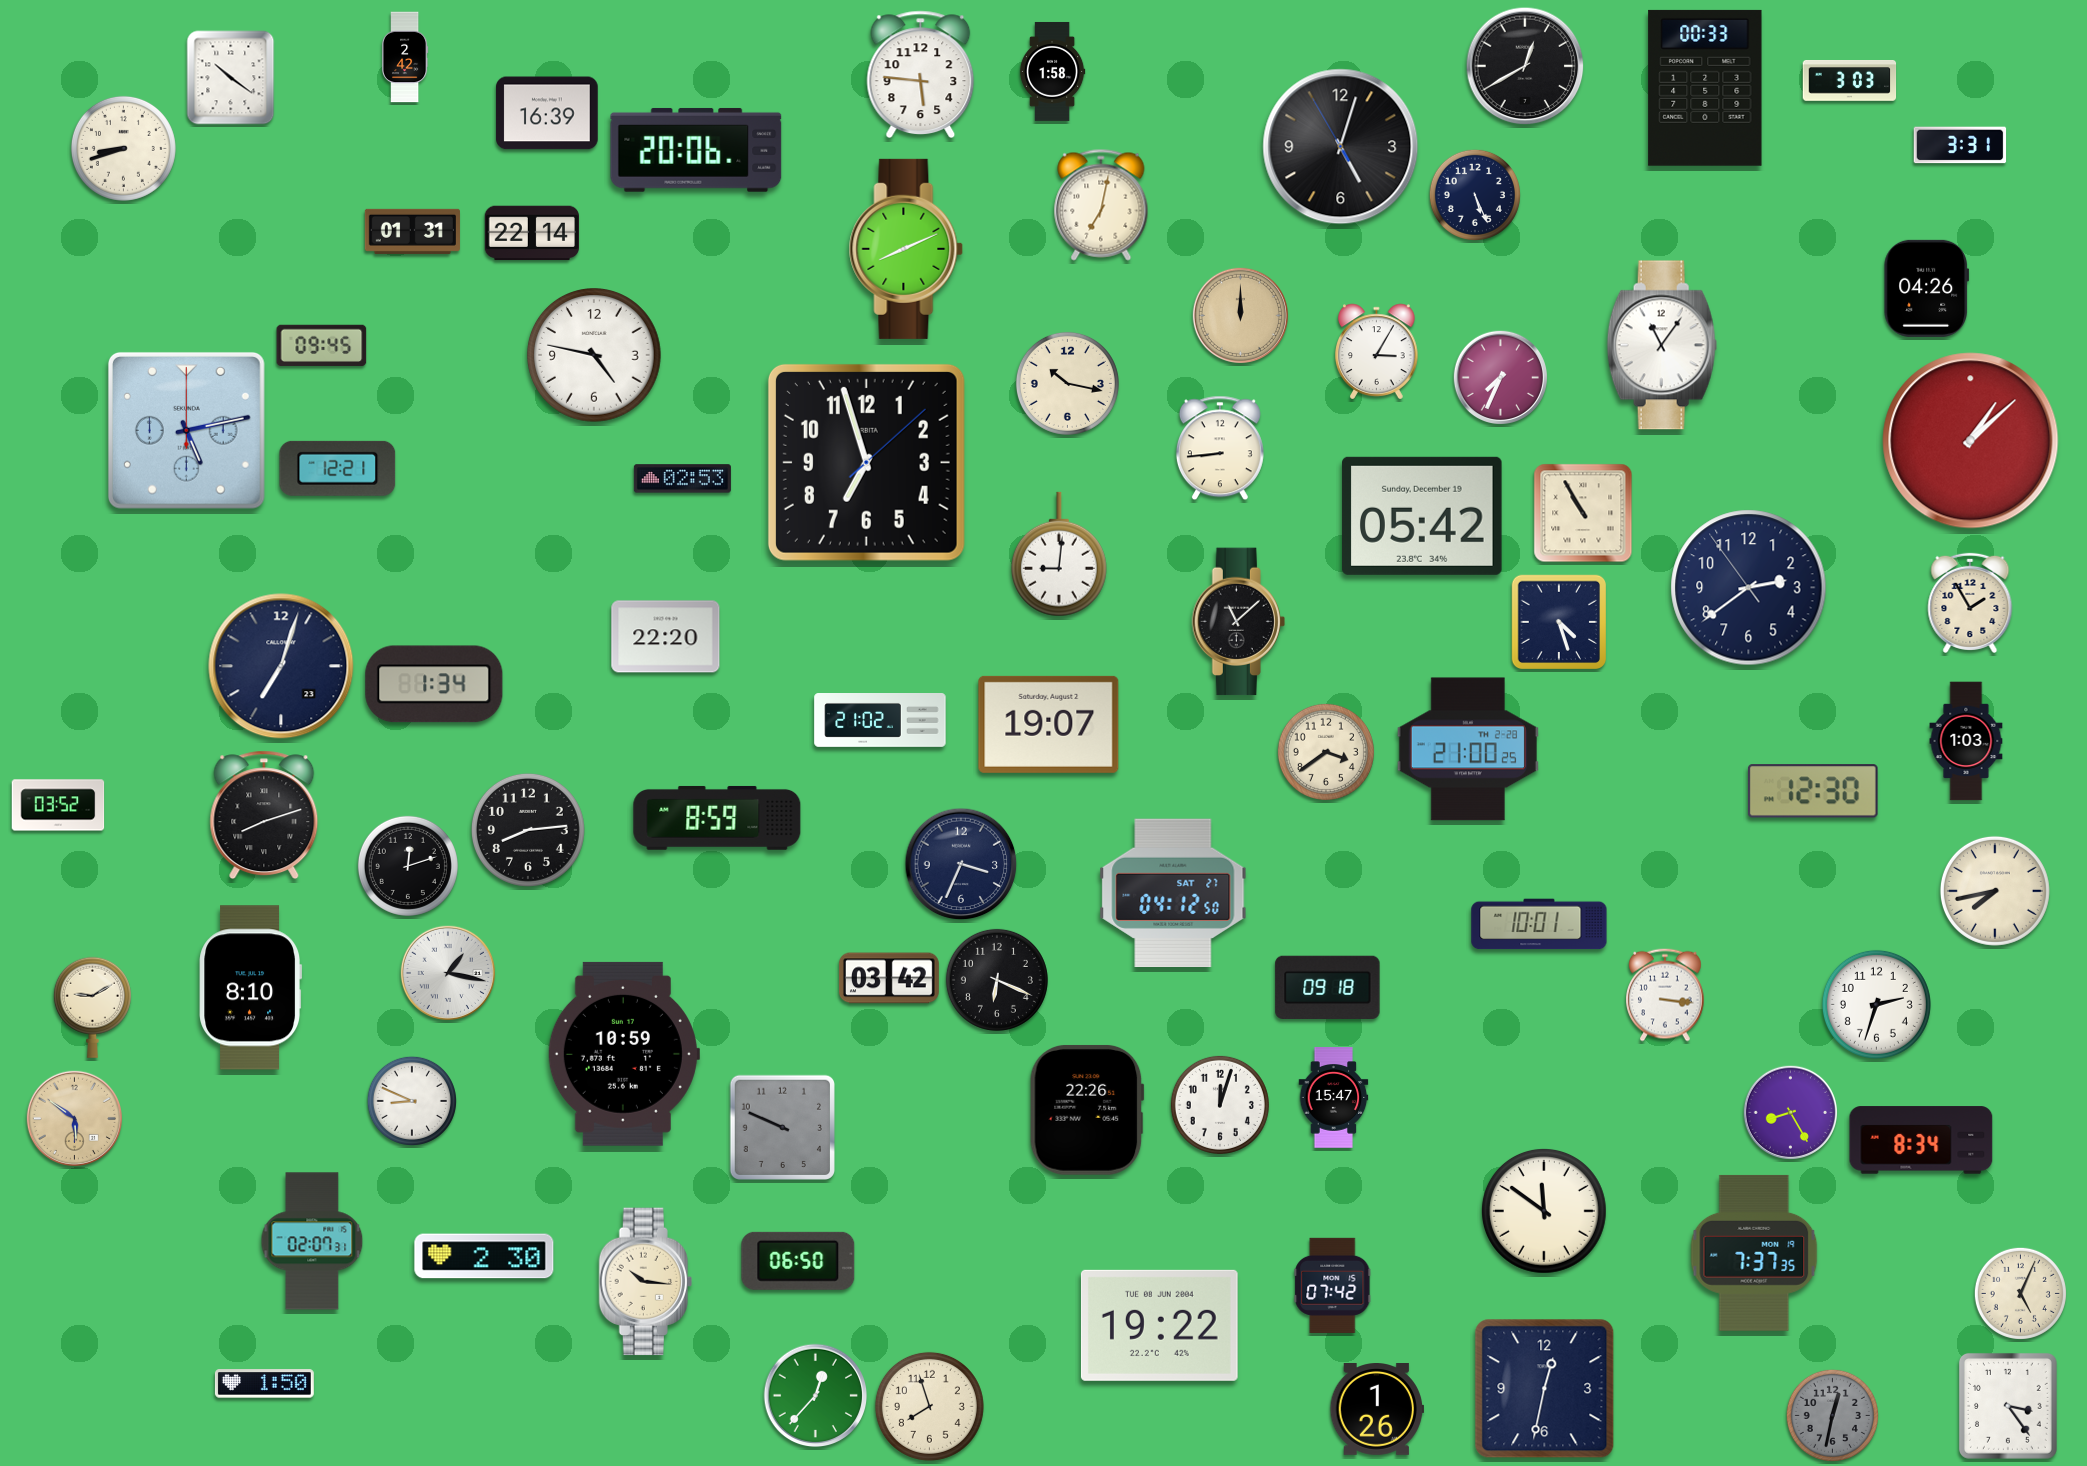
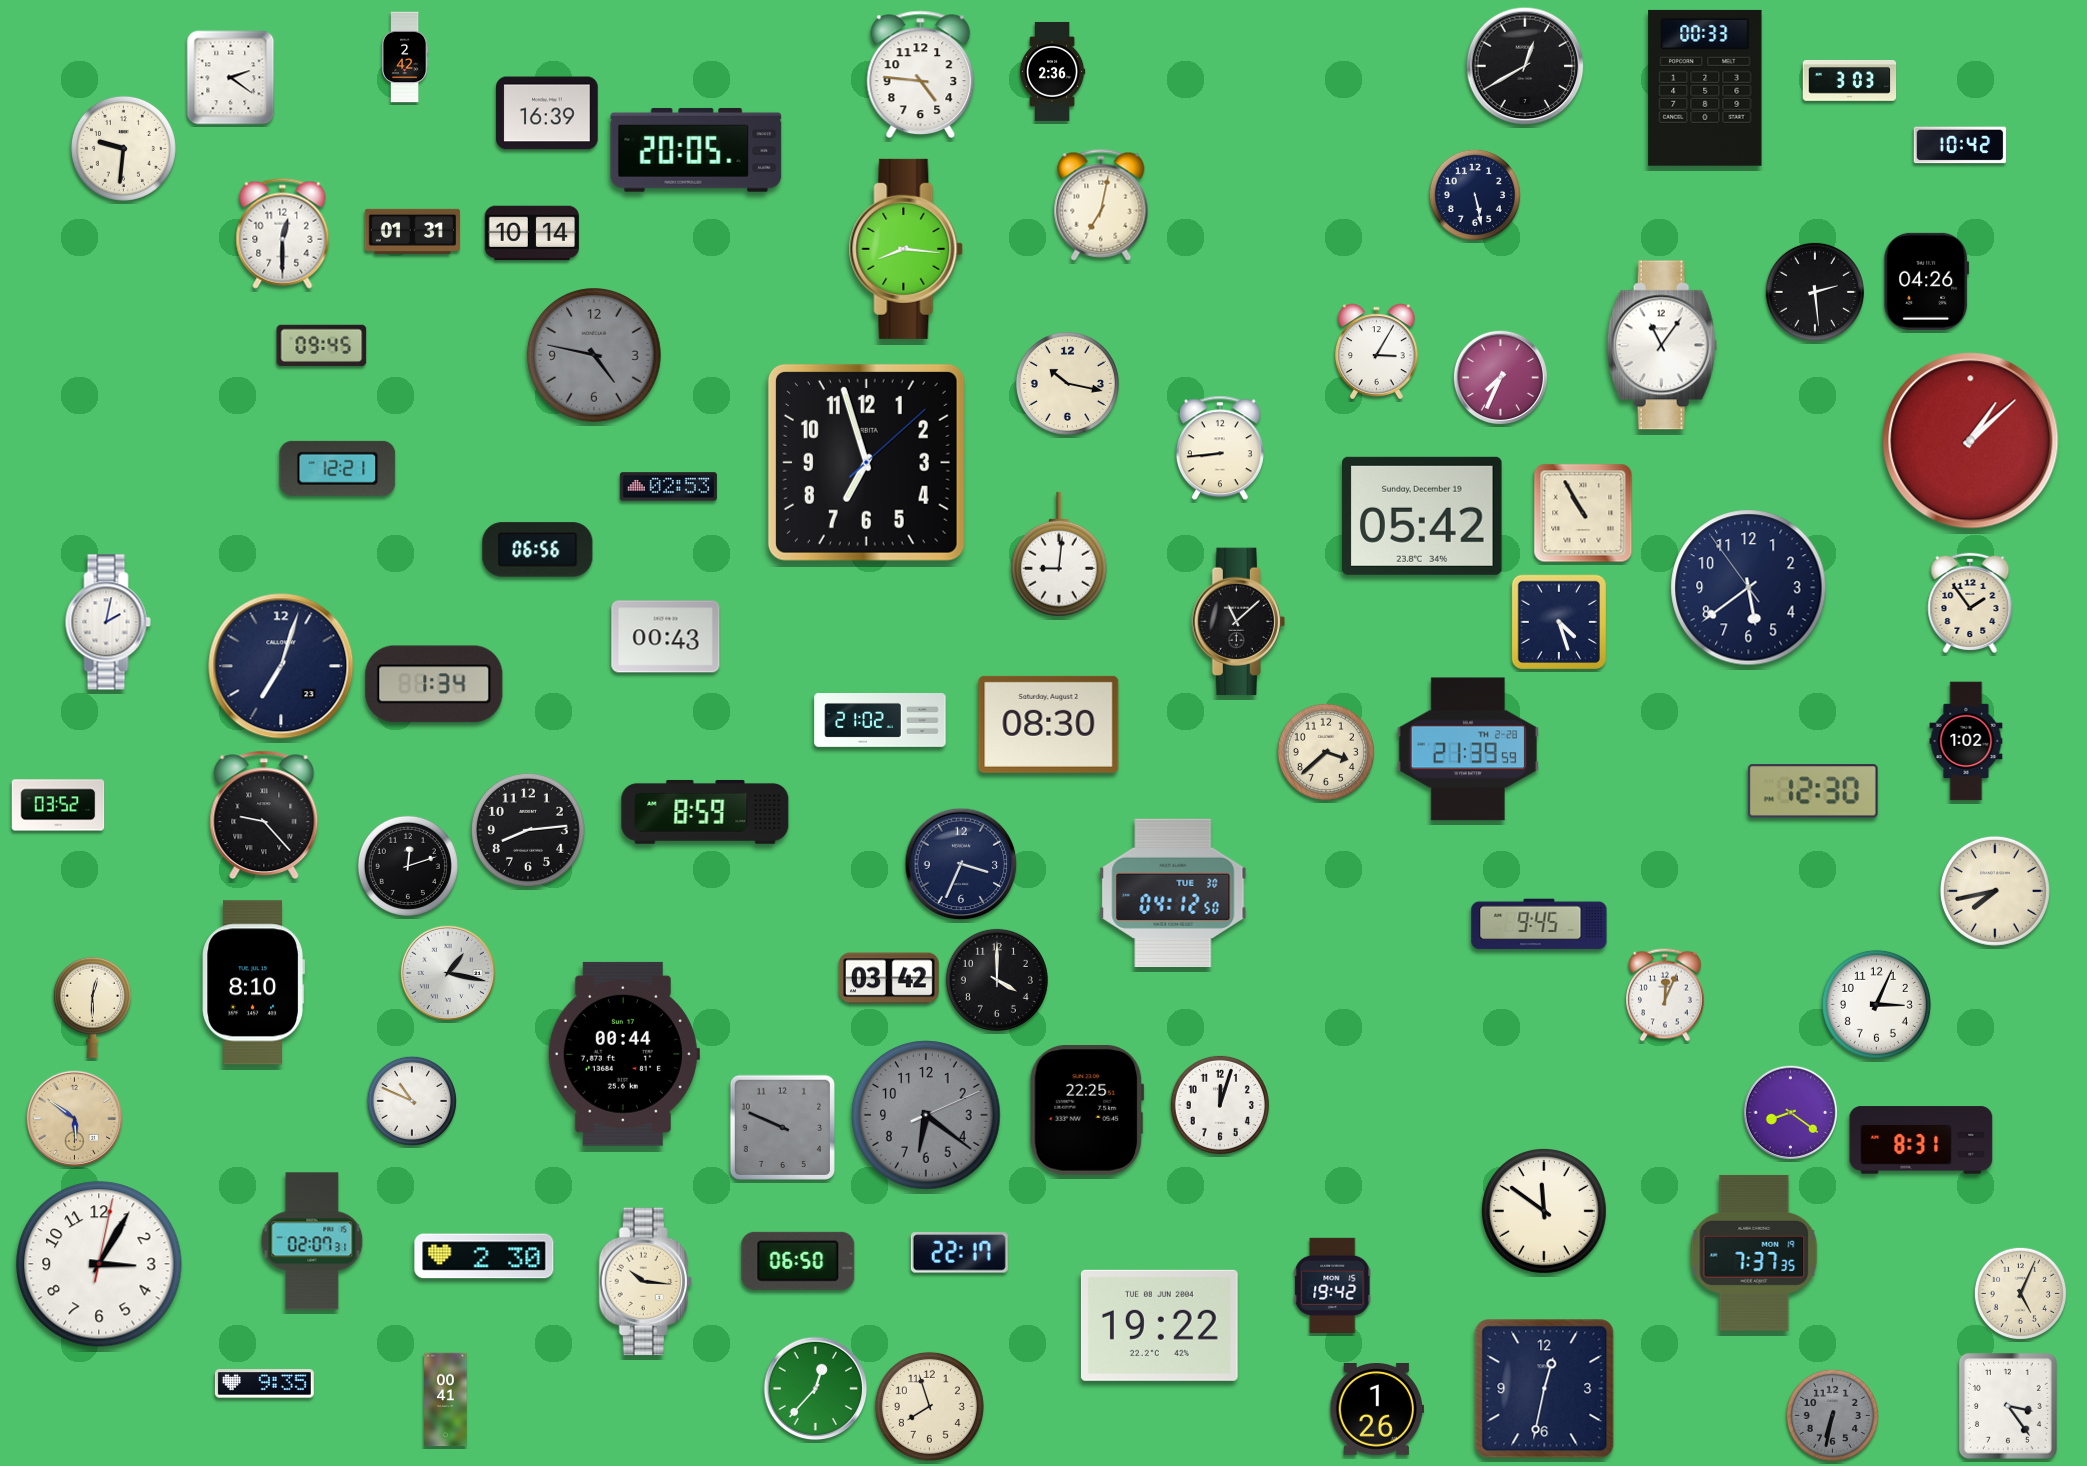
clock at (1052, 71): 1:58 -> 2:36
clock at (921, 74): 5:46 -> 4:46
clock at (231, 78): 10:21 -> 2:21
clock at (1960, 145): 3:31 -> 10:42
clock at (1341, 147): 5:02 -> none
clock at (123, 148): 8:42 -> 9:31
clock at (696, 150): 20:06 -> 20:05
clock at (1475, 195): 5:26 -> 5:28
clock at (283, 233): none -> 12:30
clock at (531, 233): 22:14 -> 10:14
clock at (906, 249): 8:11 -> 8:16
clock at (1927, 288) position: (1927, 288) -> (1927, 281)
clock at (1815, 292): none -> 2:29
clock at (1240, 315): 12:00 -> none
clock at (595, 356) dial: white -> grey
clock at (186, 430): 5:13 -> none
clock at (682, 479) position: (682, 479) -> (668, 487)
clock at (538, 550): none -> 06:56
clock at (1749, 588): 2:38 -> 5:38
clock at (1970, 603): 1:55 -> 1:54
clock at (108, 622): none -> 2:02
clock at (666, 637): 22:20 -> 00:43
clock at (1049, 724): 19:07 -> 08:30
clock at (1966, 741): 1:03 -> 1:02
clock at (1468, 749): 21:00 -> 21:39
clock at (1326, 752): 3:39 -> 3:38
clock at (264, 815): 8:12 -> 9:23
clock at (717, 818) position: (717, 818) -> (705, 812)
clock at (1173, 892) date: SAT 27 -> TUE 30
clock at (1539, 924): 10:01 -> 9:45
clock at (997, 980): 6:19 -> 4:00
clock at (250, 988) position: (250, 988) -> (253, 983)
clock at (1328, 988): 09:18 -> none
clock at (1666, 995): 3:16 -> 12:04
clock at (1876, 1004): 2:33 -> 3:04
clock at (92, 1007): 9:10 -> 12:30
clock at (623, 1054): 10:59 -> 00:44
clock at (1334, 1098): 15:47 -> none
clock at (412, 1101): 8:49 -> 10:49
clock at (1087, 1110): 22:26 -> 22:25
clock at (1790, 1112): 8:25 -> 8:21
clock at (926, 1115): none -> 6:21
clock at (1921, 1140): 8:34 -> 8:31
clock at (959, 1253): none -> 22:17
clock at (99, 1264): none -> 3:05
clock at (1333, 1285): 07:42 -> 19:42
clock at (264, 1384): 1:50 -> 9:35
clock at (816, 1396) position: (816, 1396) -> (816, 1389)
clock at (446, 1400): none -> 00:41
clock at (1832, 1415): 12:32 -> 6:32
